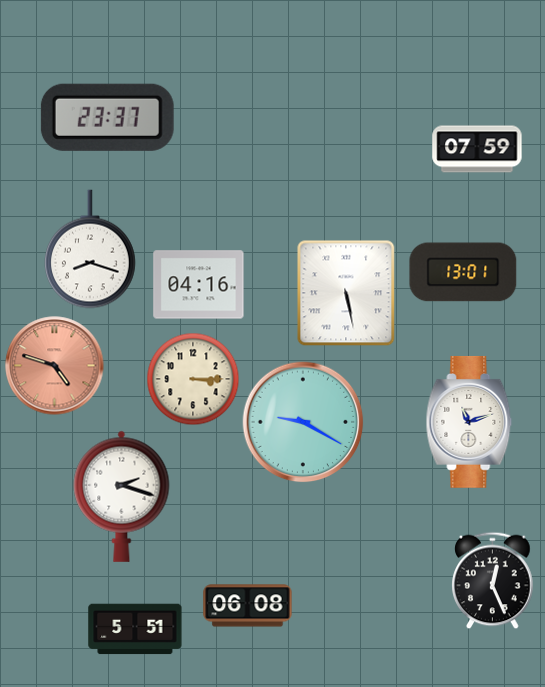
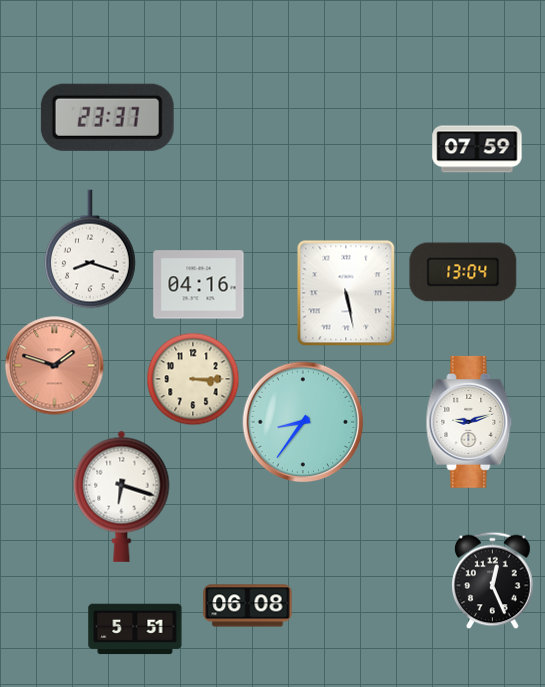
clock at (463, 272): 13:01 -> 13:04
clock at (55, 366): 4:48 -> 1:48
clock at (303, 422): 9:20 -> 8:36
clock at (469, 422): 11:12 -> 9:12
clock at (122, 496): 2:18 -> 6:18
